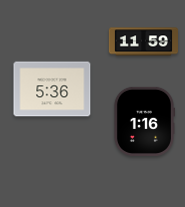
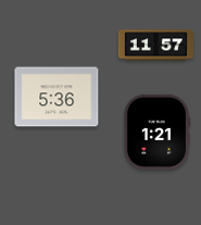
clock at (143, 42): 11:59 -> 11:57
clock at (144, 121): 1:16 -> 1:21
